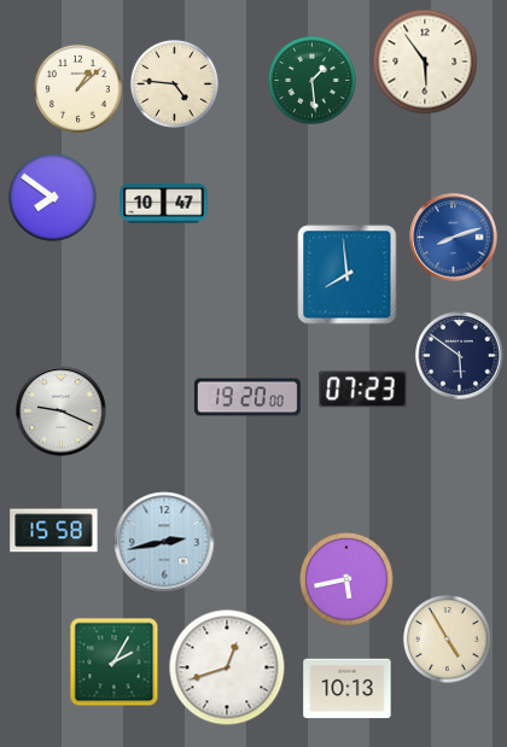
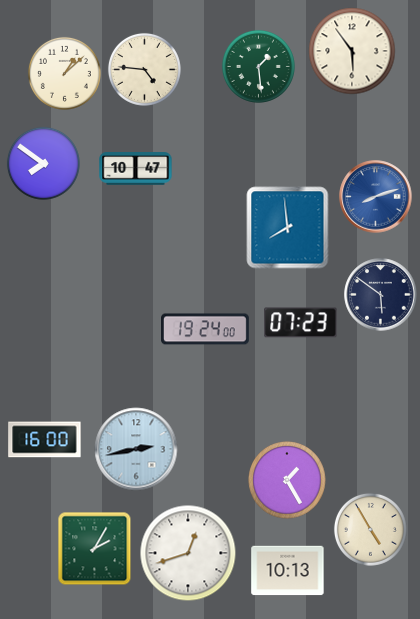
clock at (249, 397): 19:20 -> 19:24
clock at (62, 412): 9:19 -> none
clock at (54, 531): 15:58 -> 16:00
clock at (346, 579): 5:43 -> 1:25
